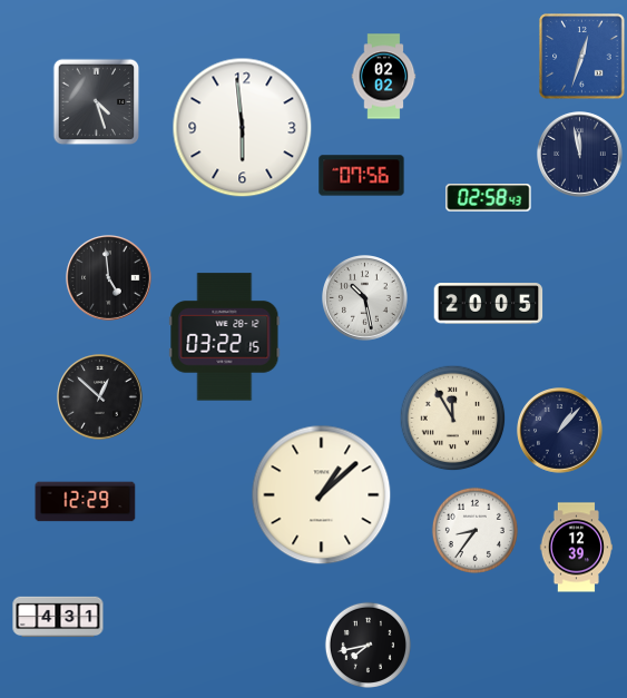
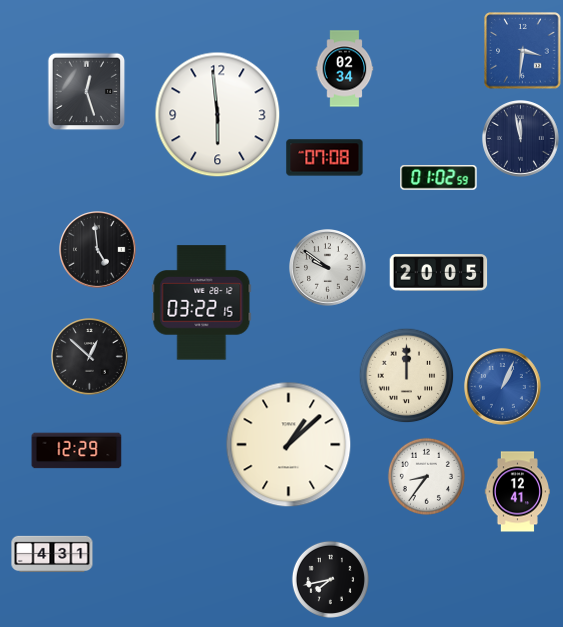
clock at (582, 57): 12:33 -> 3:31
clock at (384, 77): 02:02 -> 02:34
clock at (96, 101): 4:27 -> 12:27
clock at (362, 176): 07:56 -> 07:08
clock at (489, 198): 02:58 -> 01:02
clock at (365, 298): 10:28 -> 9:51
clock at (452, 417): 11:55 -> 12:00
clock at (560, 431): 1:07 -> 1:04
clock at (560, 431) dial: navy -> blue
clock at (576, 548): 12:39 -> 12:41
